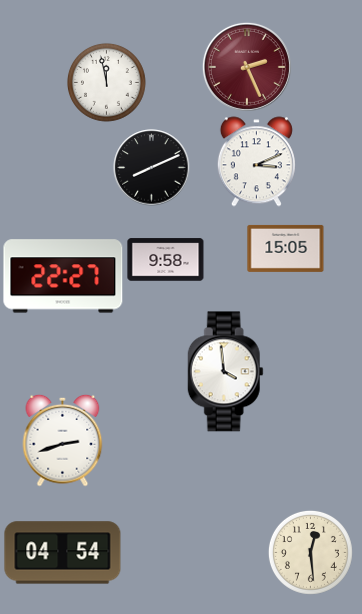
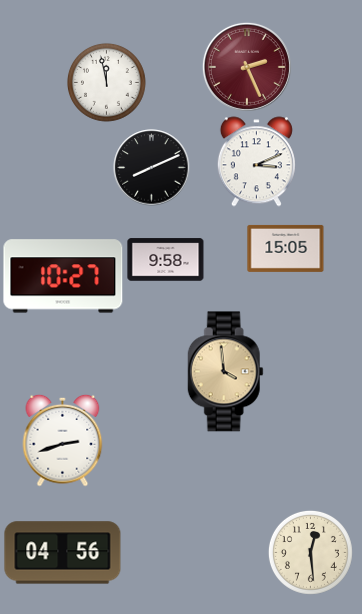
clock at (63, 276): 22:27 -> 10:27
clock at (225, 372) dial: white -> champagne
clock at (63, 553): 04:54 -> 04:56
